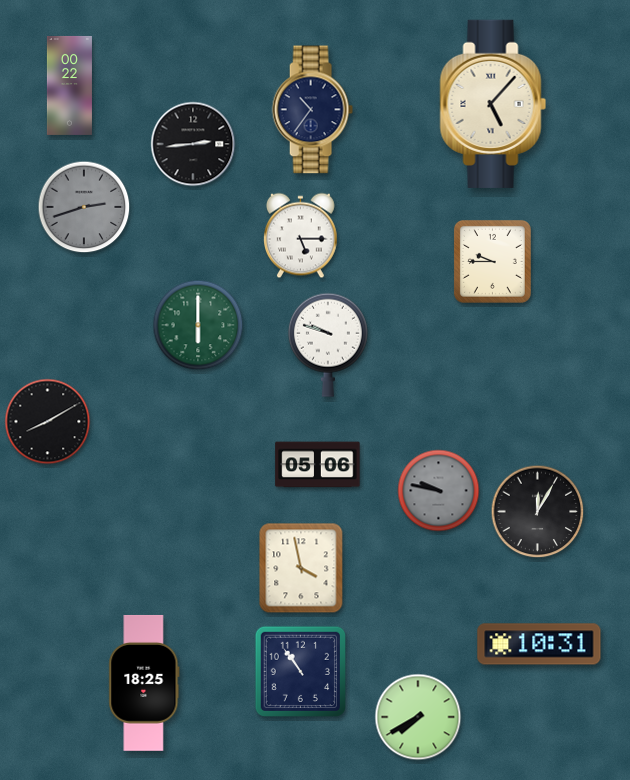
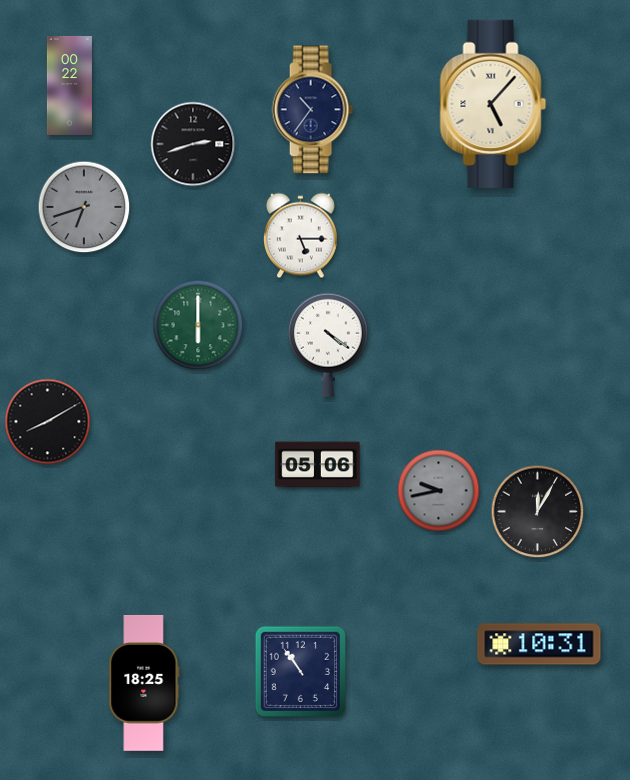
clock at (193, 144): 2:44 -> 2:42
clock at (84, 207): 2:42 -> 6:42
clock at (492, 261): 9:45 -> none
clock at (328, 345): 9:48 -> 4:21
clock at (439, 491): 9:47 -> 9:43
clock at (301, 568): 3:58 -> none
clock at (418, 717): 7:40 -> none
